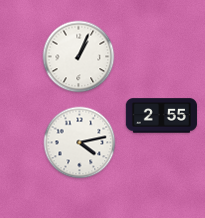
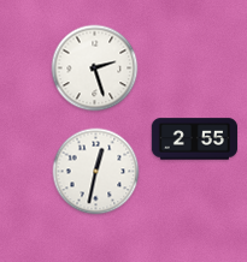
clock at (79, 57): 1:04 -> 2:27
clock at (80, 143): 4:13 -> 12:32
